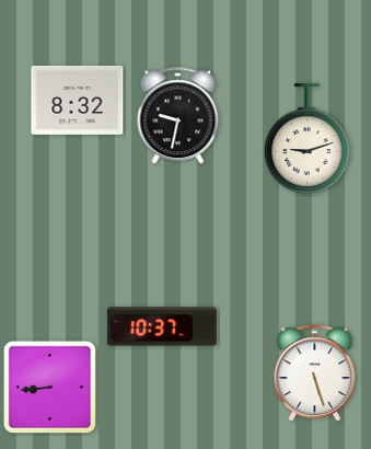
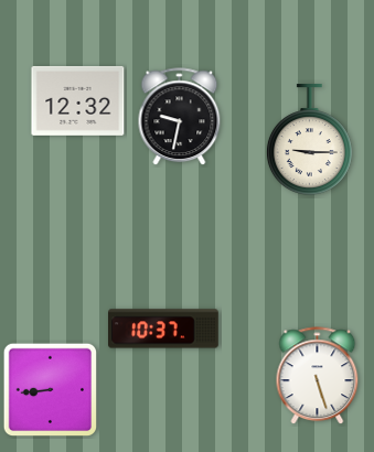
clock at (78, 100): 8:32 -> 12:32
clock at (306, 139): 9:12 -> 9:15
